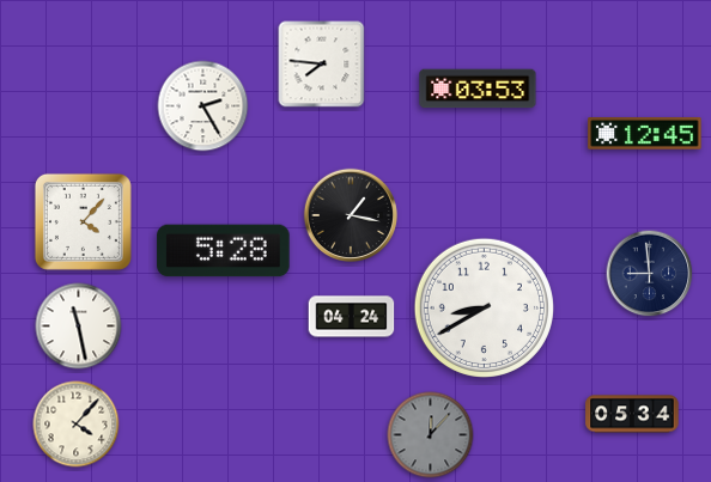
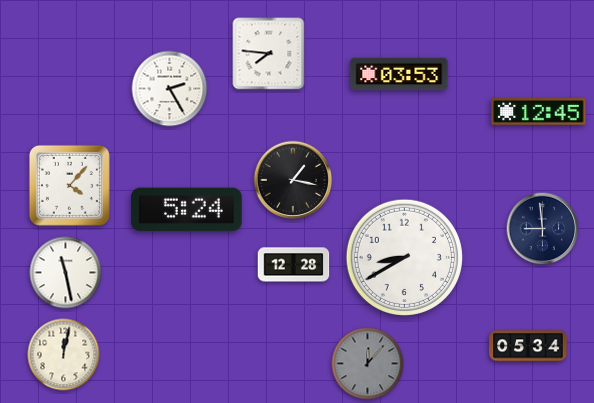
clock at (224, 251): 5:28 -> 5:24
clock at (352, 317): 04:24 -> 12:28
clock at (77, 425): 4:07 -> 12:02
clock at (431, 435) position: (431, 435) -> (368, 364)
